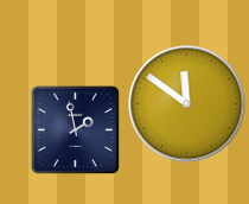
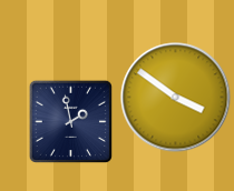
clock at (187, 104): 11:51 -> 3:51
